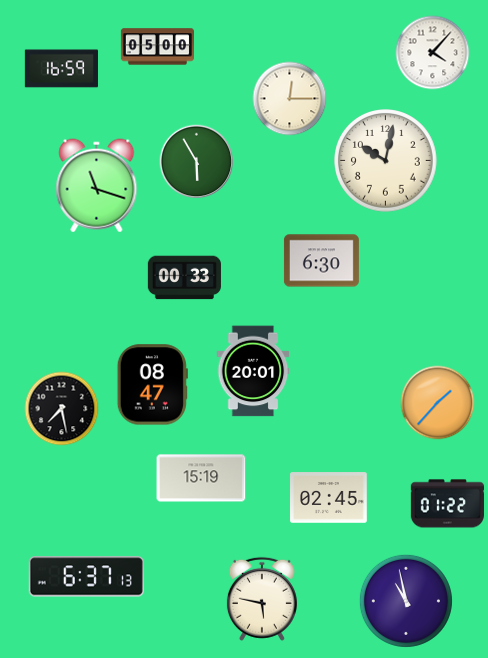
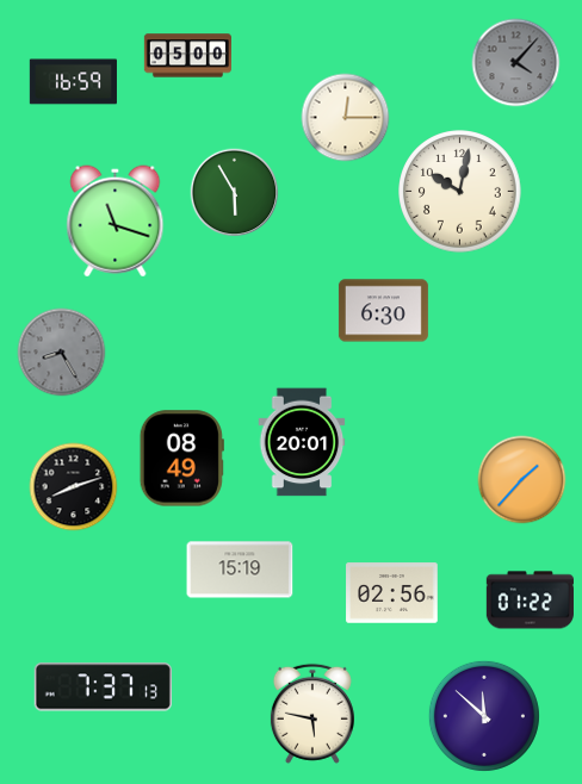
clock at (433, 53) dial: white -> grey
clock at (184, 278): 00:33 -> none
clock at (62, 353): none -> 8:25
clock at (152, 385): 08:47 -> 08:49
clock at (62, 409): 7:28 -> 8:12
clock at (329, 498): 02:45 -> 02:56
clock at (447, 504) position: (447, 504) -> (530, 601)
clock at (86, 577): 6:37 -> 7:37
clock at (406, 601): 10:58 -> 11:52
